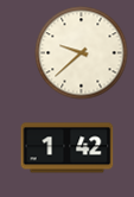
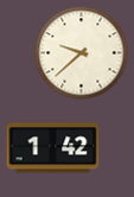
clock at (66, 148) position: (66, 148) -> (52, 148)
